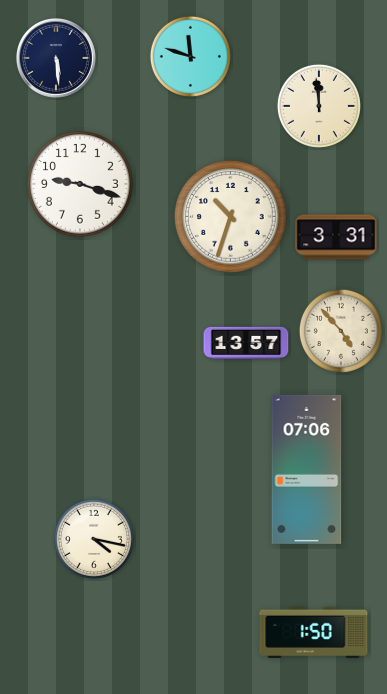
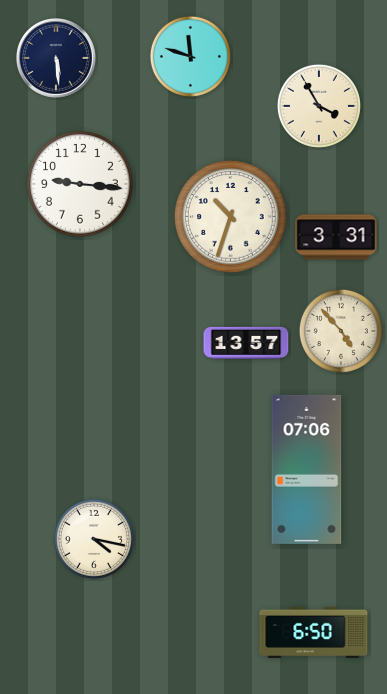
clock at (319, 106): 11:59 -> 3:55
clock at (81, 185): 9:18 -> 9:16
clock at (314, 632): 1:50 -> 6:50
